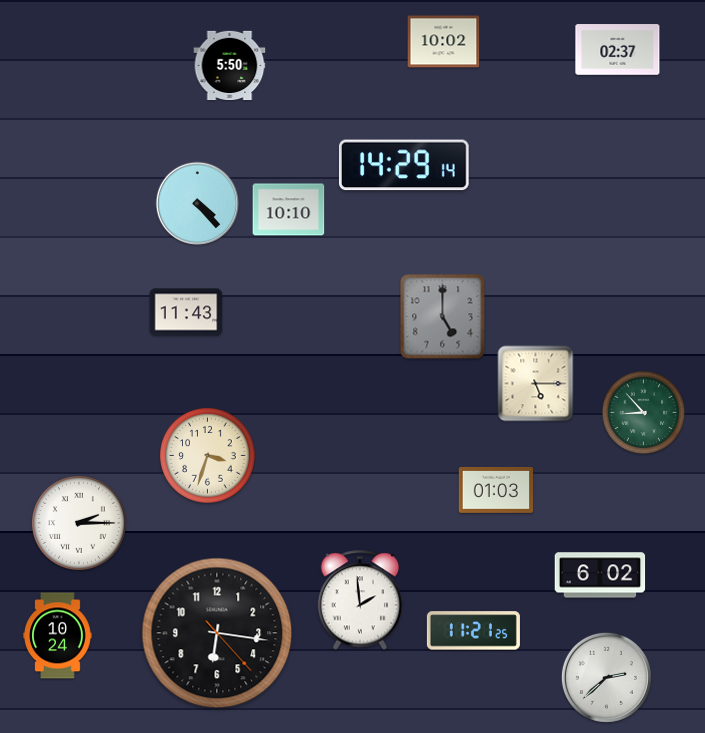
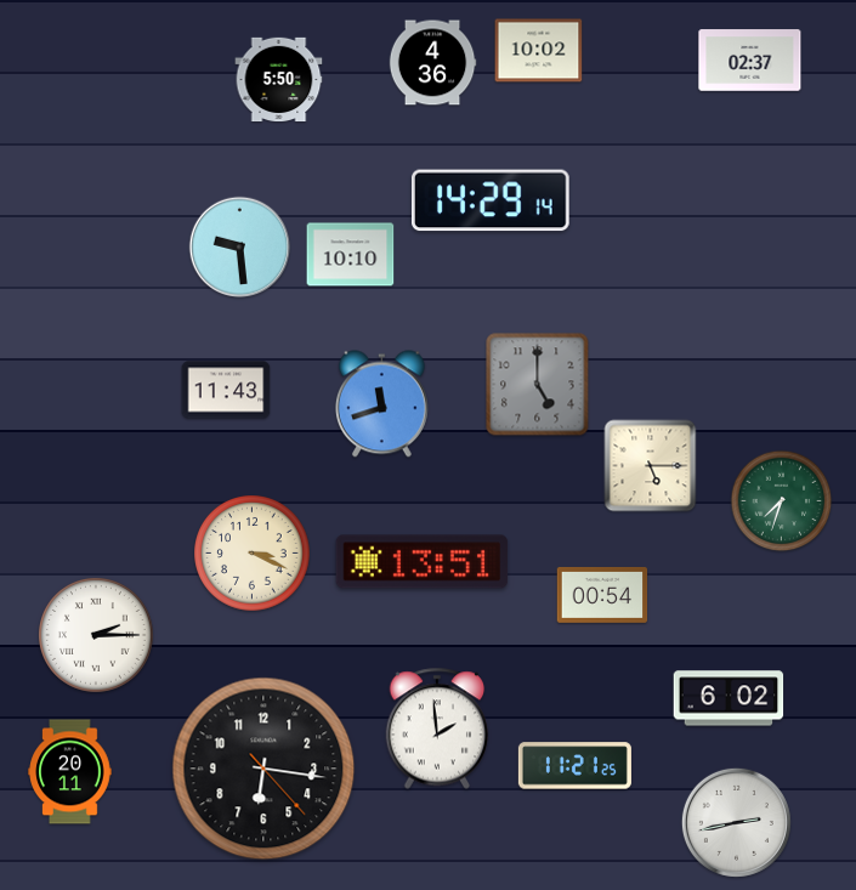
clock at (432, 63): none -> 4:36
clock at (198, 204): 4:23 -> 9:29
clock at (186, 312) position: (186, 312) -> (226, 390)
clock at (381, 404): none -> 11:42
clock at (644, 413): 8:53 -> 7:33
clock at (208, 456): 3:33 -> 3:19
clock at (423, 562): none -> 13:51
clock at (496, 490): 01:03 -> 00:54
clock at (58, 636): 10:24 -> 20:11
clock at (606, 677): 2:38 -> 2:43
